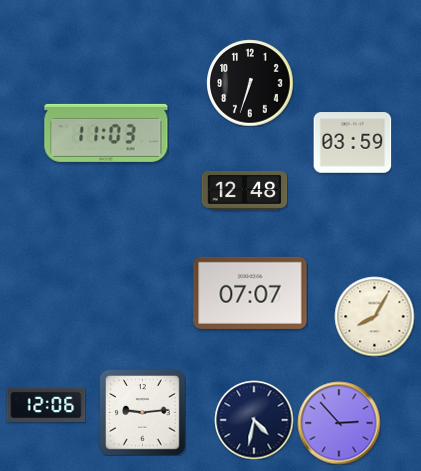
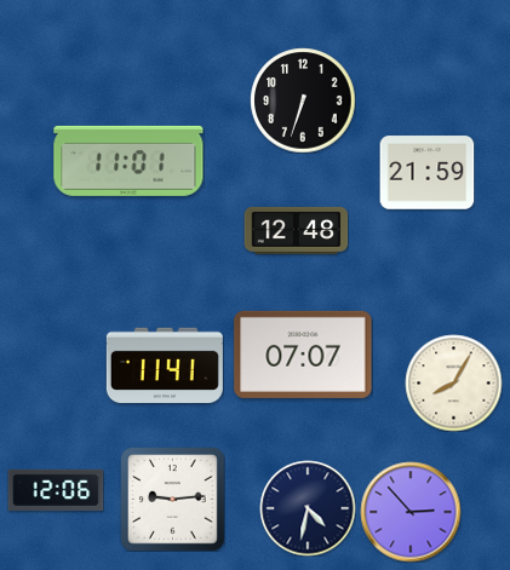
clock at (106, 133): 11:03 -> 11:01
clock at (352, 143): 03:59 -> 21:59
clock at (165, 364): none -> 11:41
